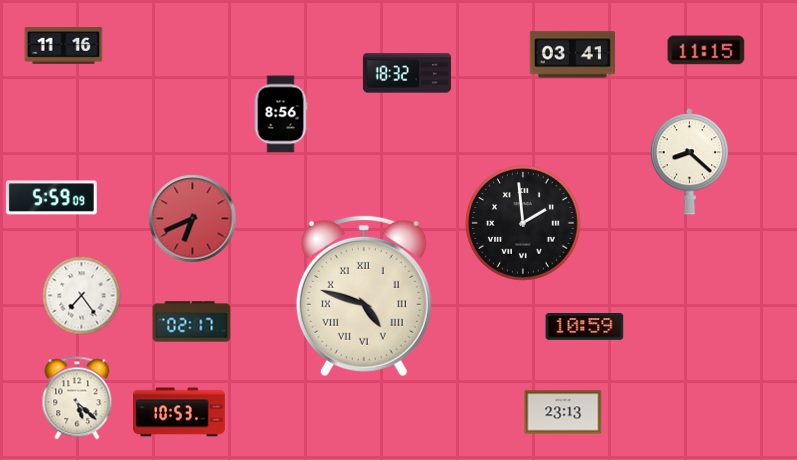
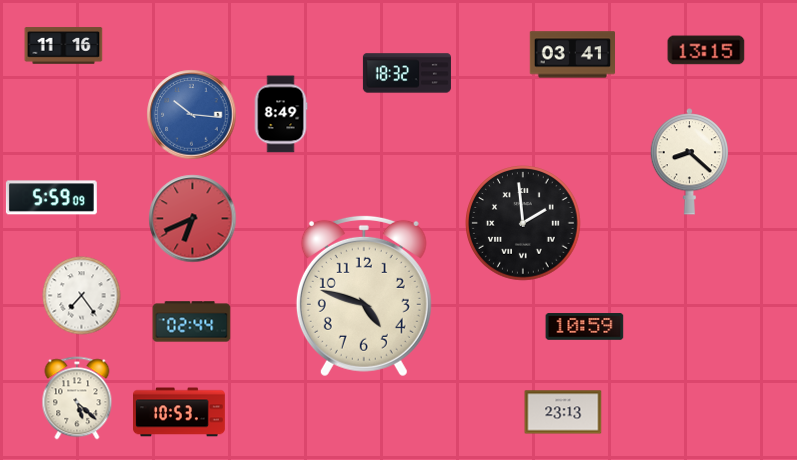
clock at (706, 50): 11:15 -> 13:15
clock at (281, 114): 8:56 -> 8:49
clock at (192, 115): none -> 10:16
clock at (364, 296) numerals: Roman -> Arabic
clock at (192, 322): 02:17 -> 02:44
